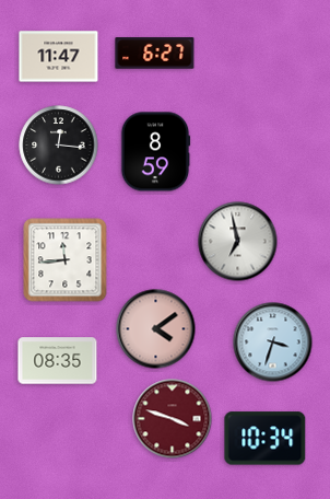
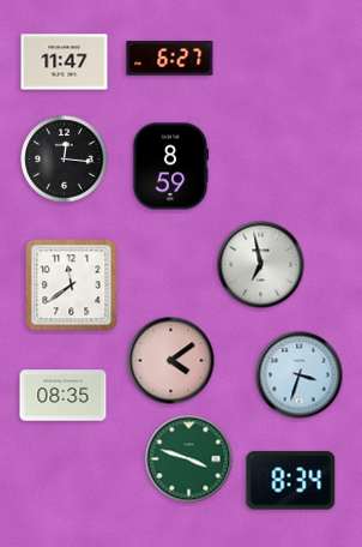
clock at (66, 260): 11:44 -> 11:39
clock at (173, 419) dial: burgundy -> green
clock at (266, 439): 10:34 -> 8:34
